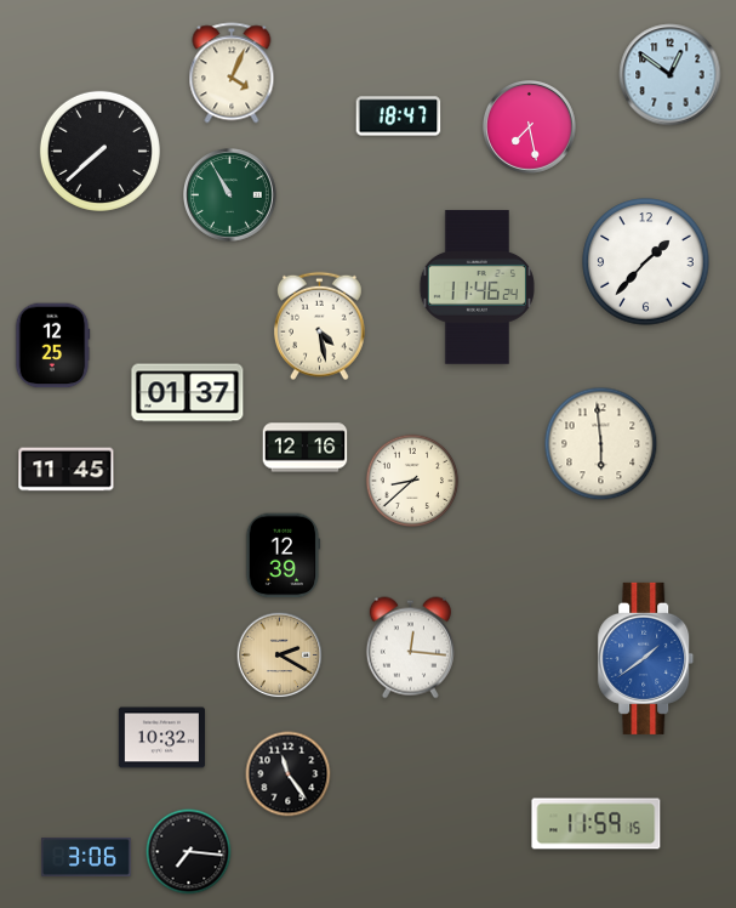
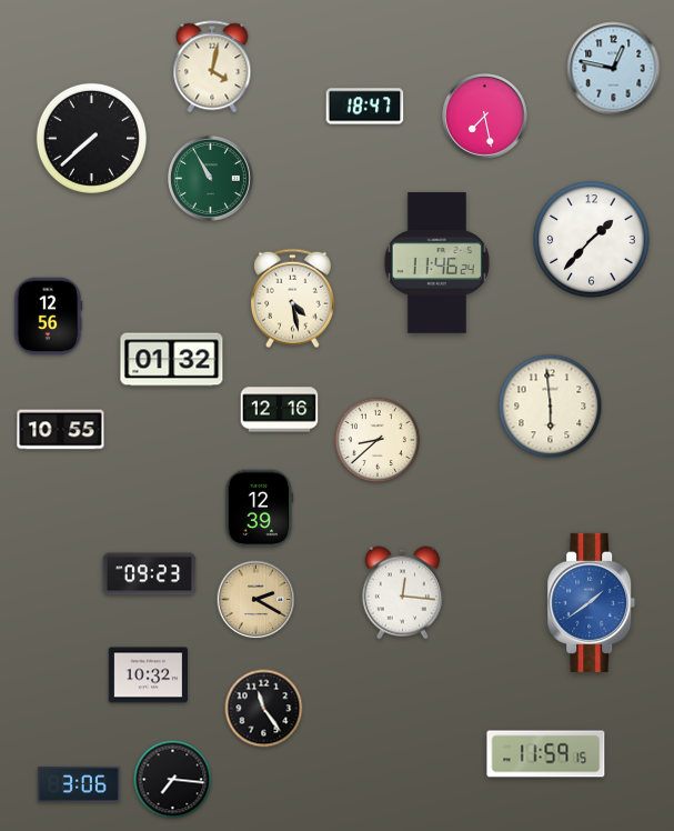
clock at (232, 73): 4:04 -> 4:02
clock at (671, 75): 12:51 -> 12:47
clock at (52, 346): 12:25 -> 12:56
clock at (188, 393): 01:37 -> 01:32
clock at (67, 470): 11:45 -> 10:55
clock at (150, 574): none -> 09:23
clock at (410, 648) position: (410, 648) -> (402, 593)
